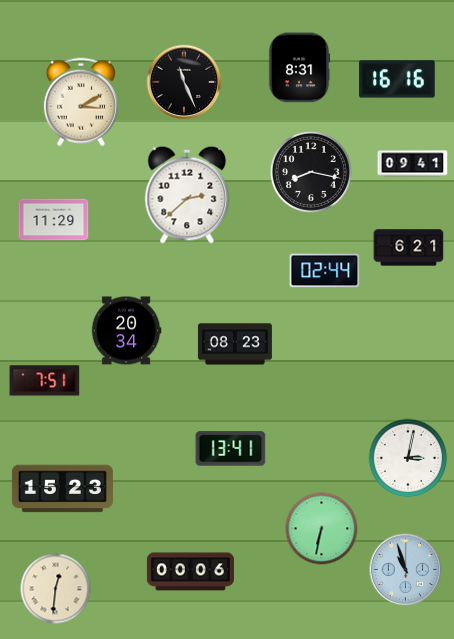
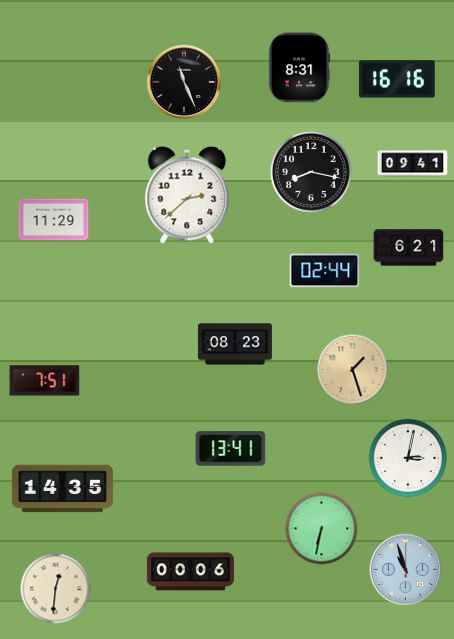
clock at (81, 102): 3:10 -> none
clock at (126, 331): 20:34 -> none
clock at (353, 370): none -> 1:27
clock at (62, 489): 15:23 -> 14:35
